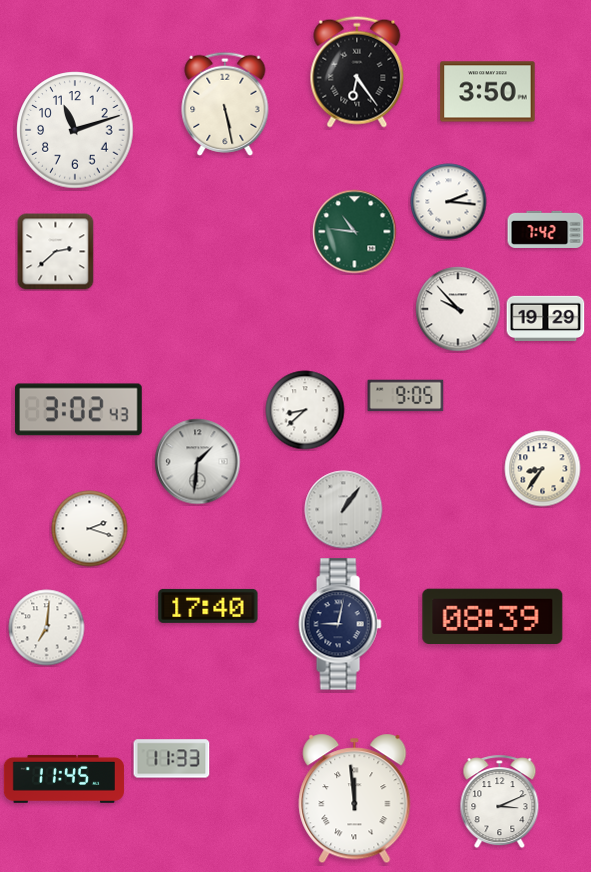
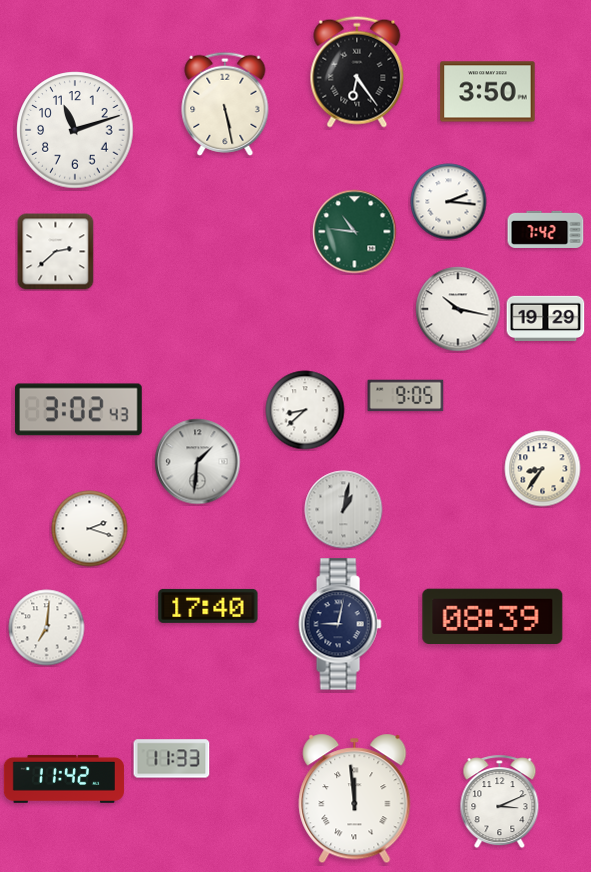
clock at (458, 309): 9:53 -> 10:17
clock at (344, 510): 1:06 -> 1:02
clock at (64, 779): 11:45 -> 11:42
